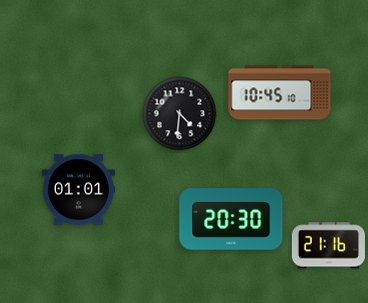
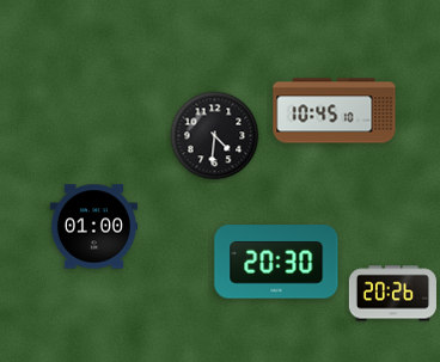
clock at (78, 190): 01:01 -> 01:00
clock at (328, 246): 21:16 -> 20:26
